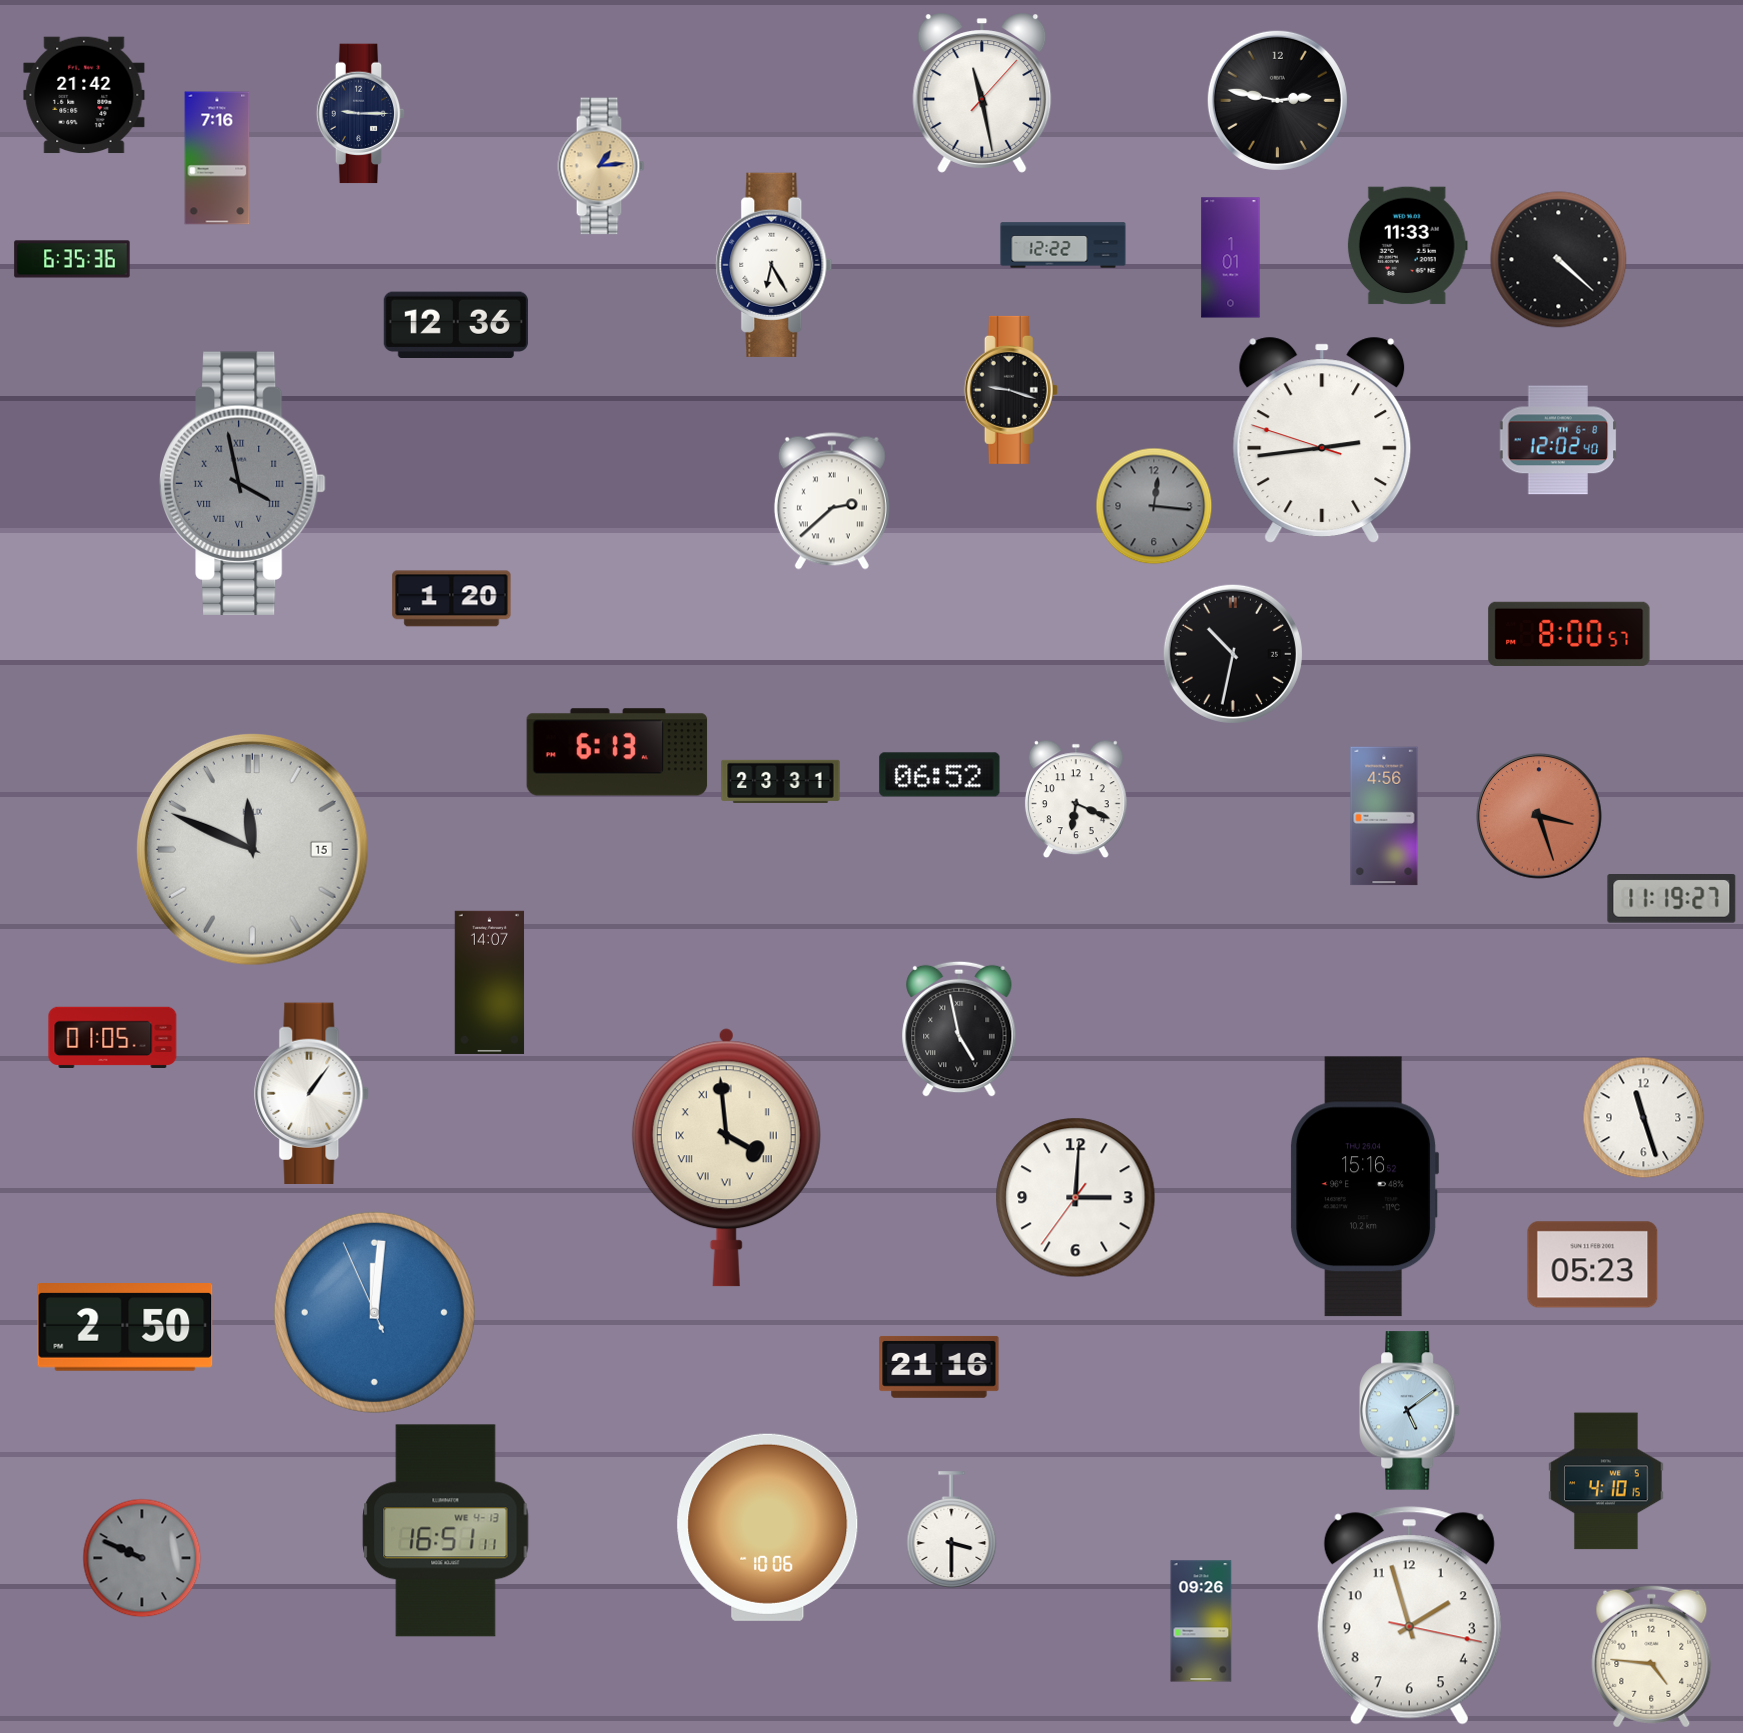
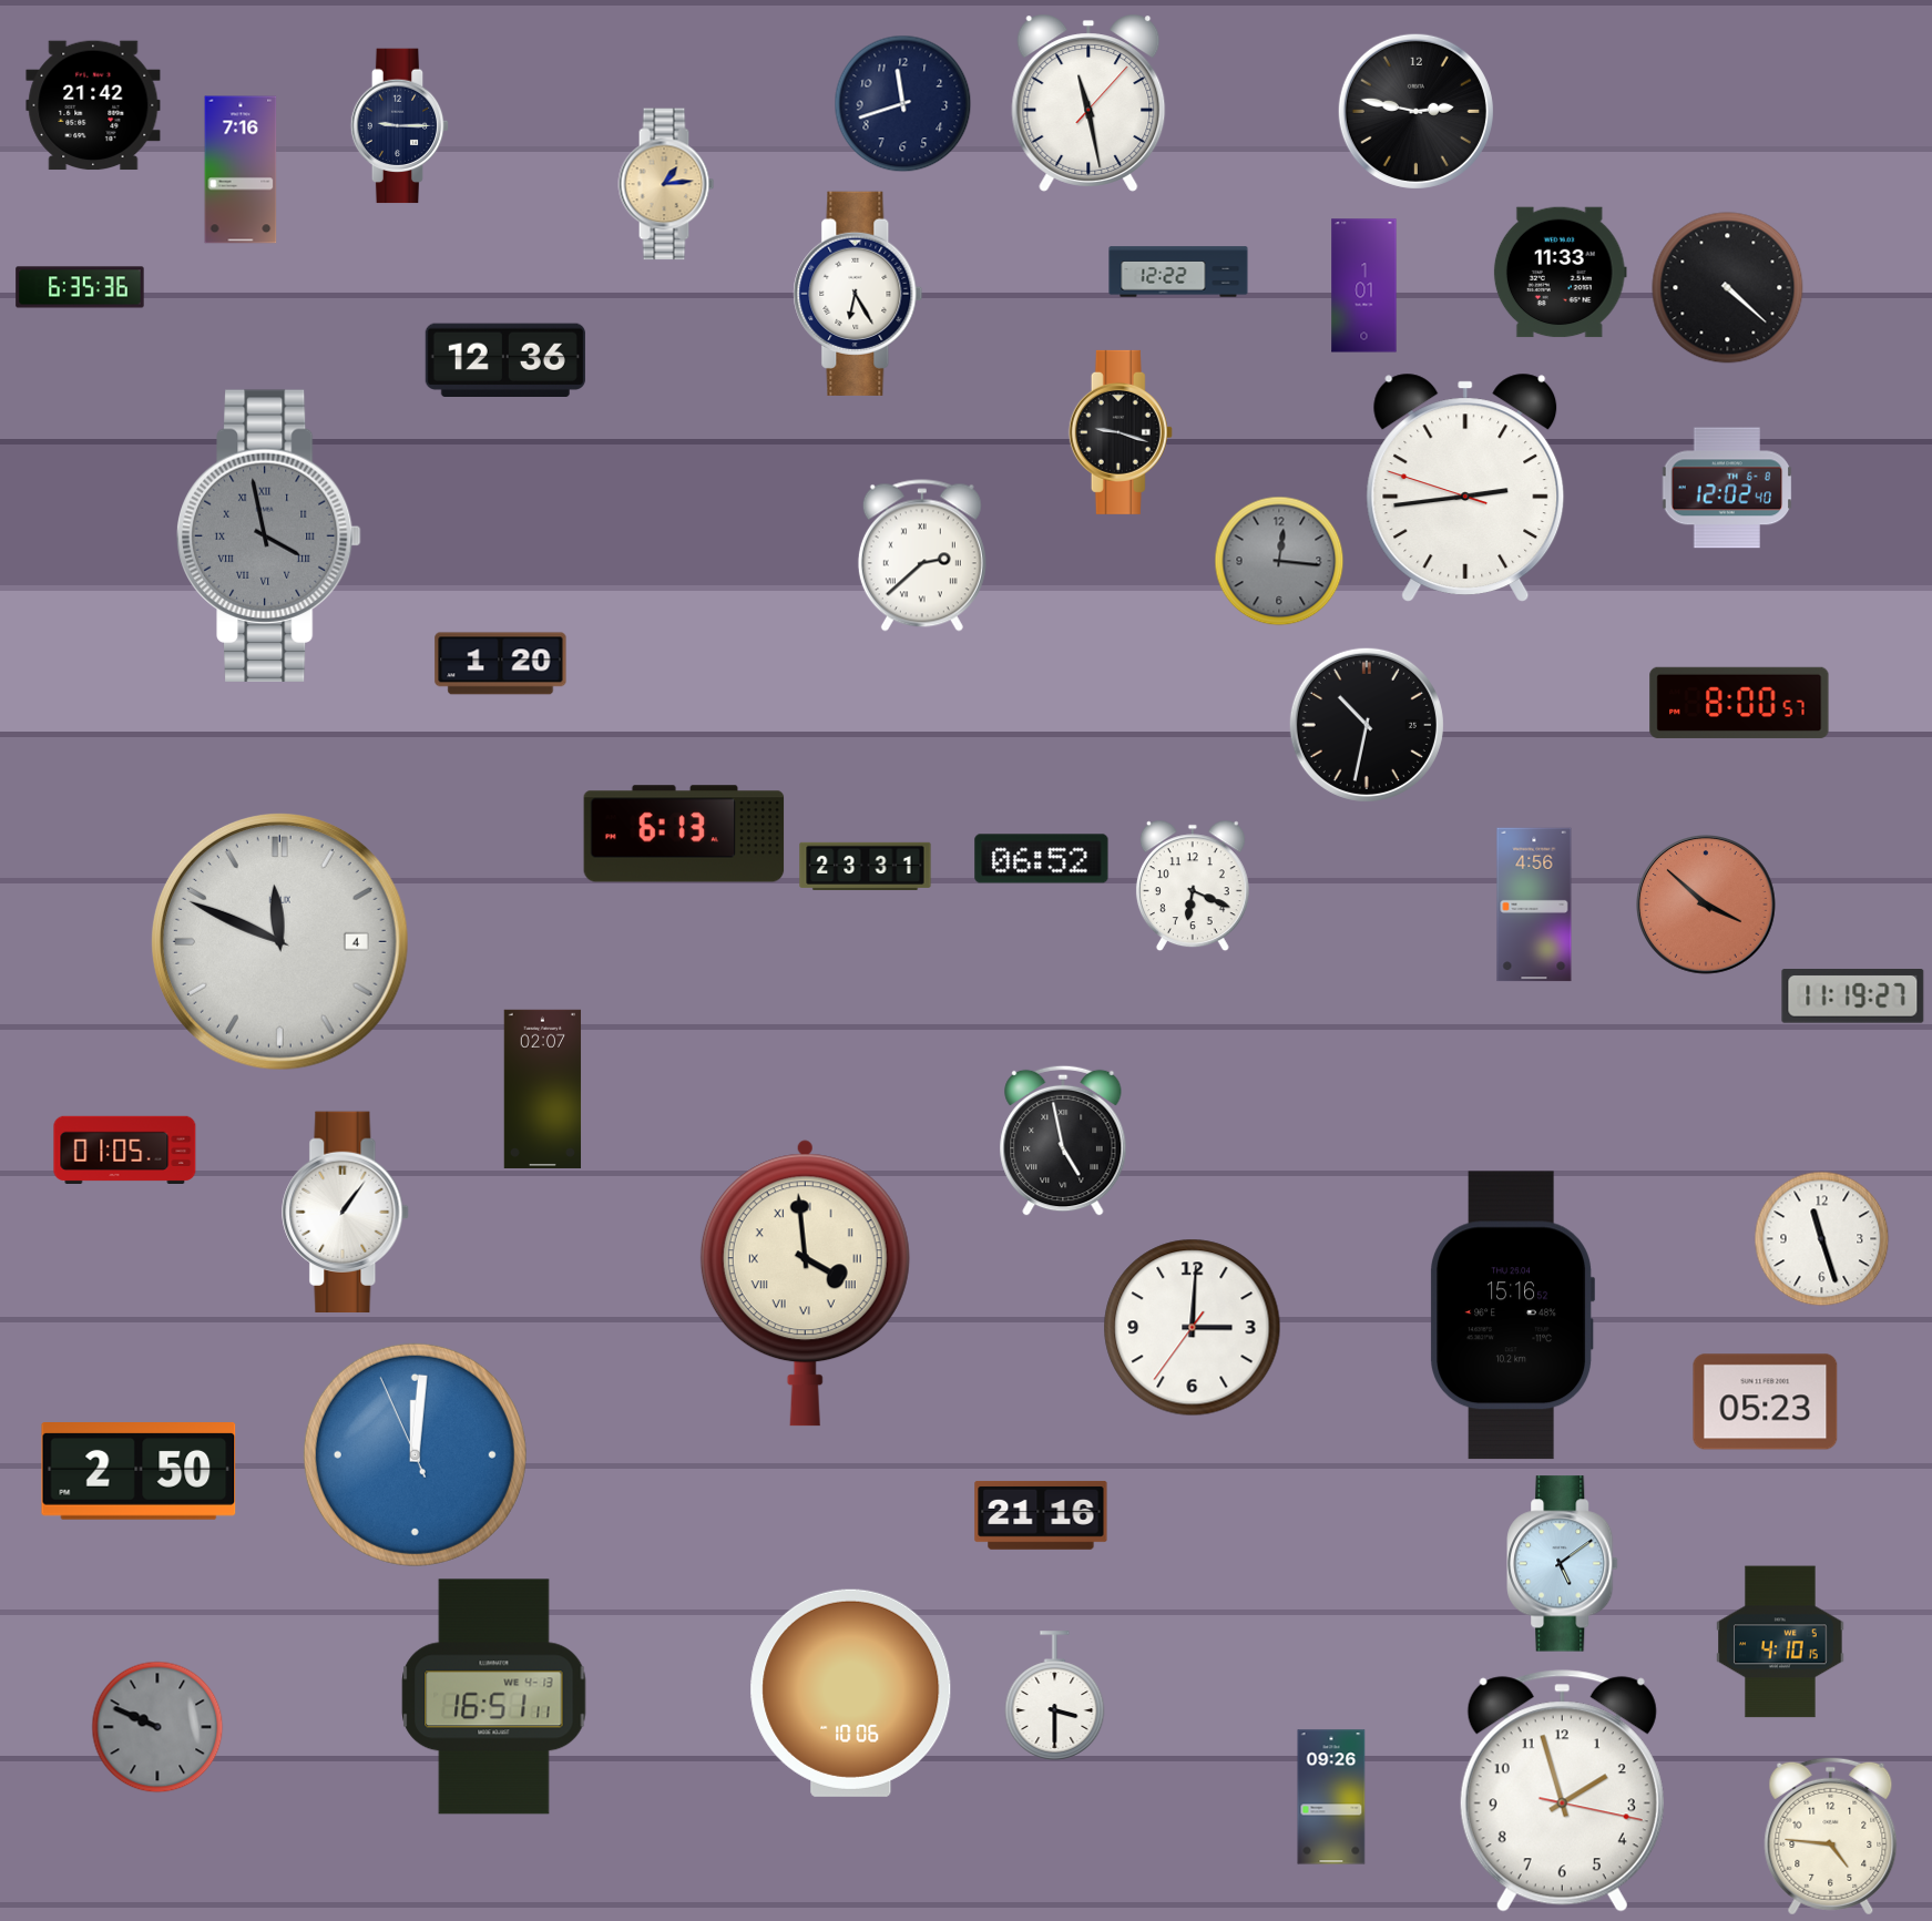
clock at (903, 104): none -> 11:42
clock at (217, 158) position: (217, 158) -> (241, 170)
clock at (1539, 816): 3:27 -> 3:52
clock at (252, 849) date: 15 -> 4
clock at (490, 982): 14:07 -> 02:07
